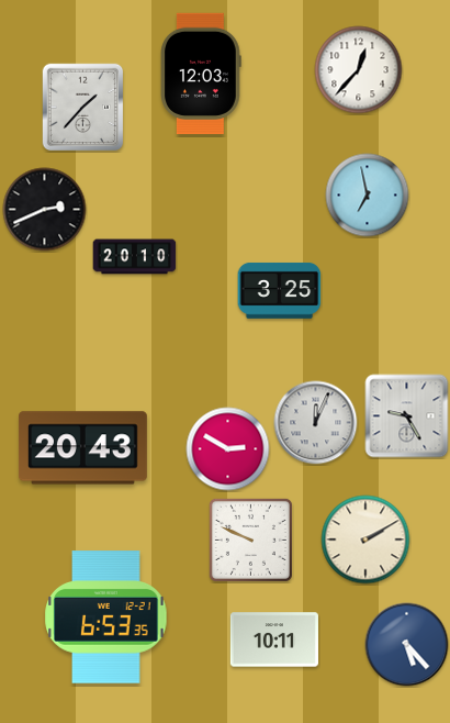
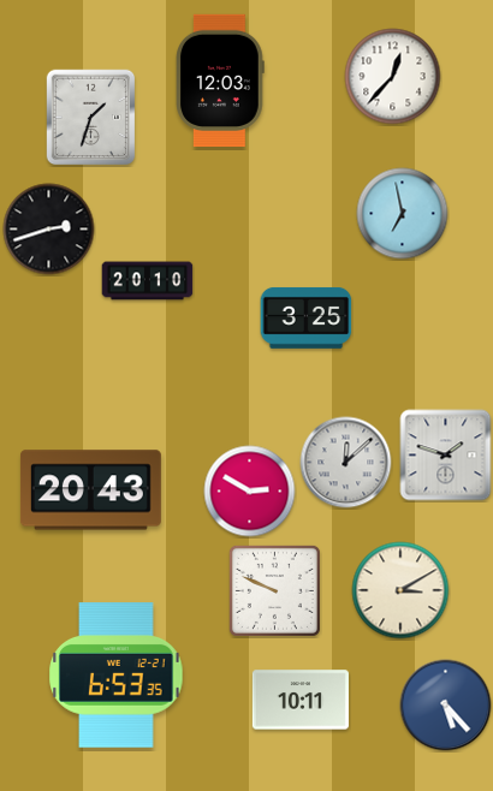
clock at (83, 108): 1:37 -> 1:33
clock at (45, 210): 2:41 -> 2:42
clock at (407, 416): 9:25 -> 1:48
clock at (316, 423): 12:04 -> 12:08
clock at (365, 540): 2:10 -> 3:10
